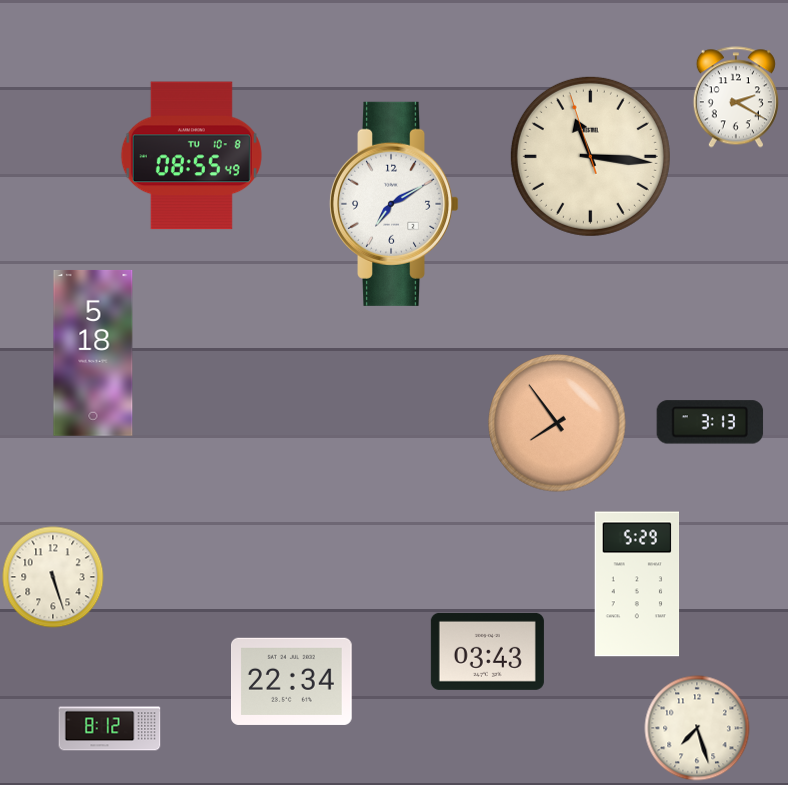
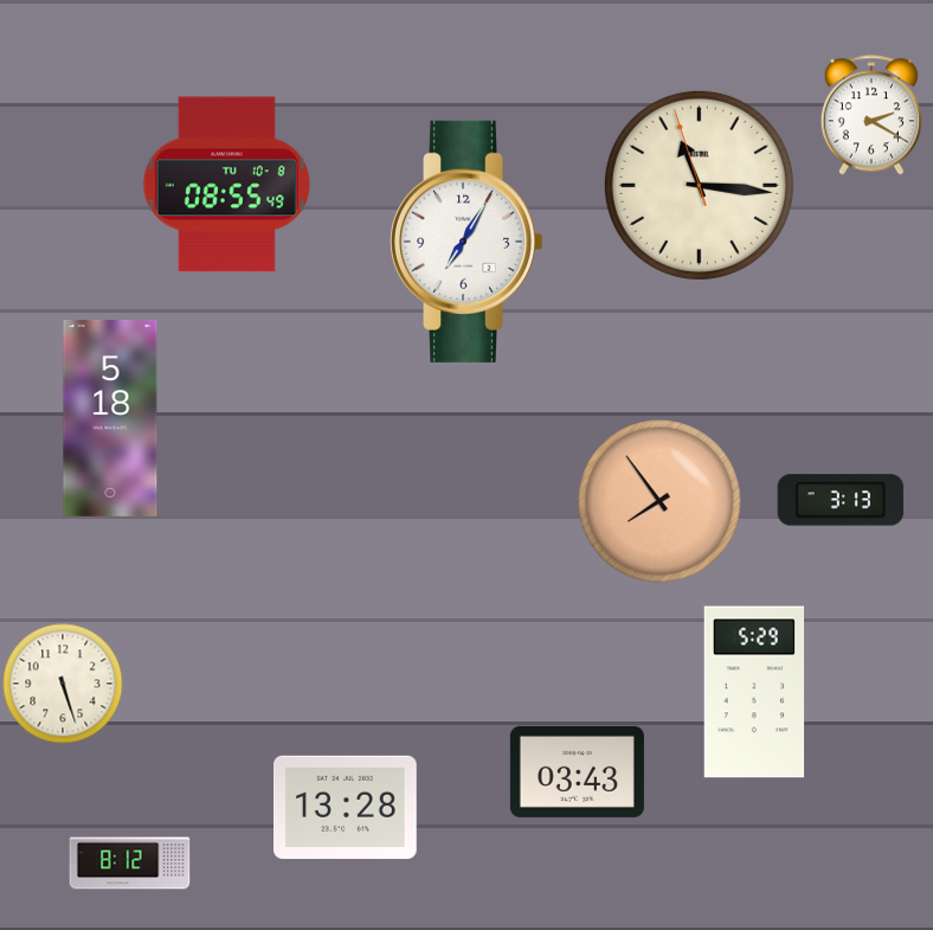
clock at (394, 204): 7:10 -> 7:05
clock at (292, 681): 22:34 -> 13:28
clock at (697, 728): 7:27 -> none
